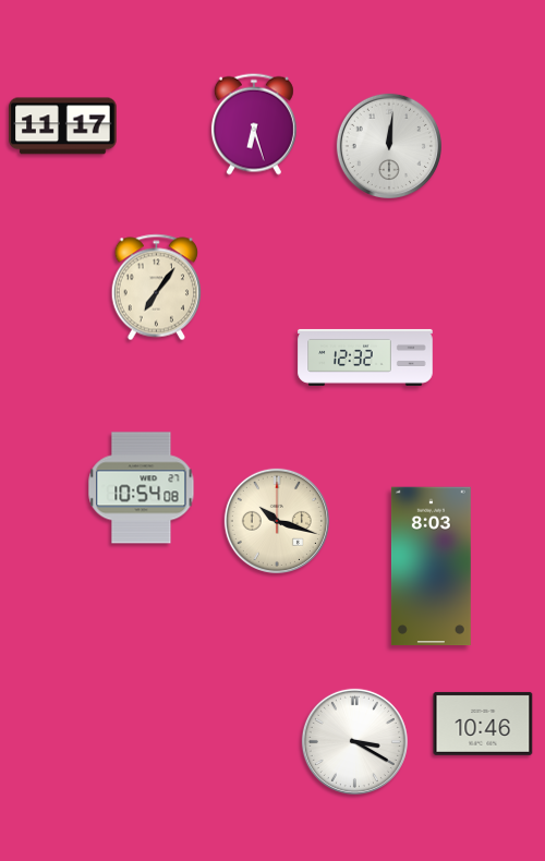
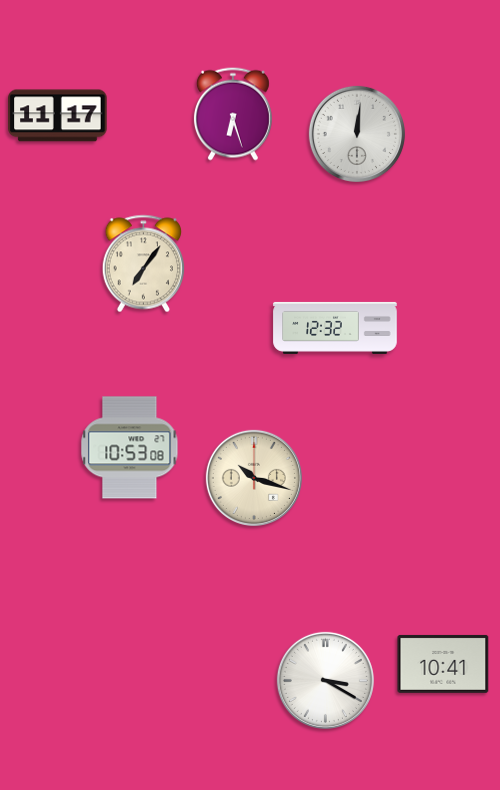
clock at (142, 488): 10:54 -> 10:53
clock at (431, 567): 8:03 -> none
clock at (483, 724): 10:46 -> 10:41
